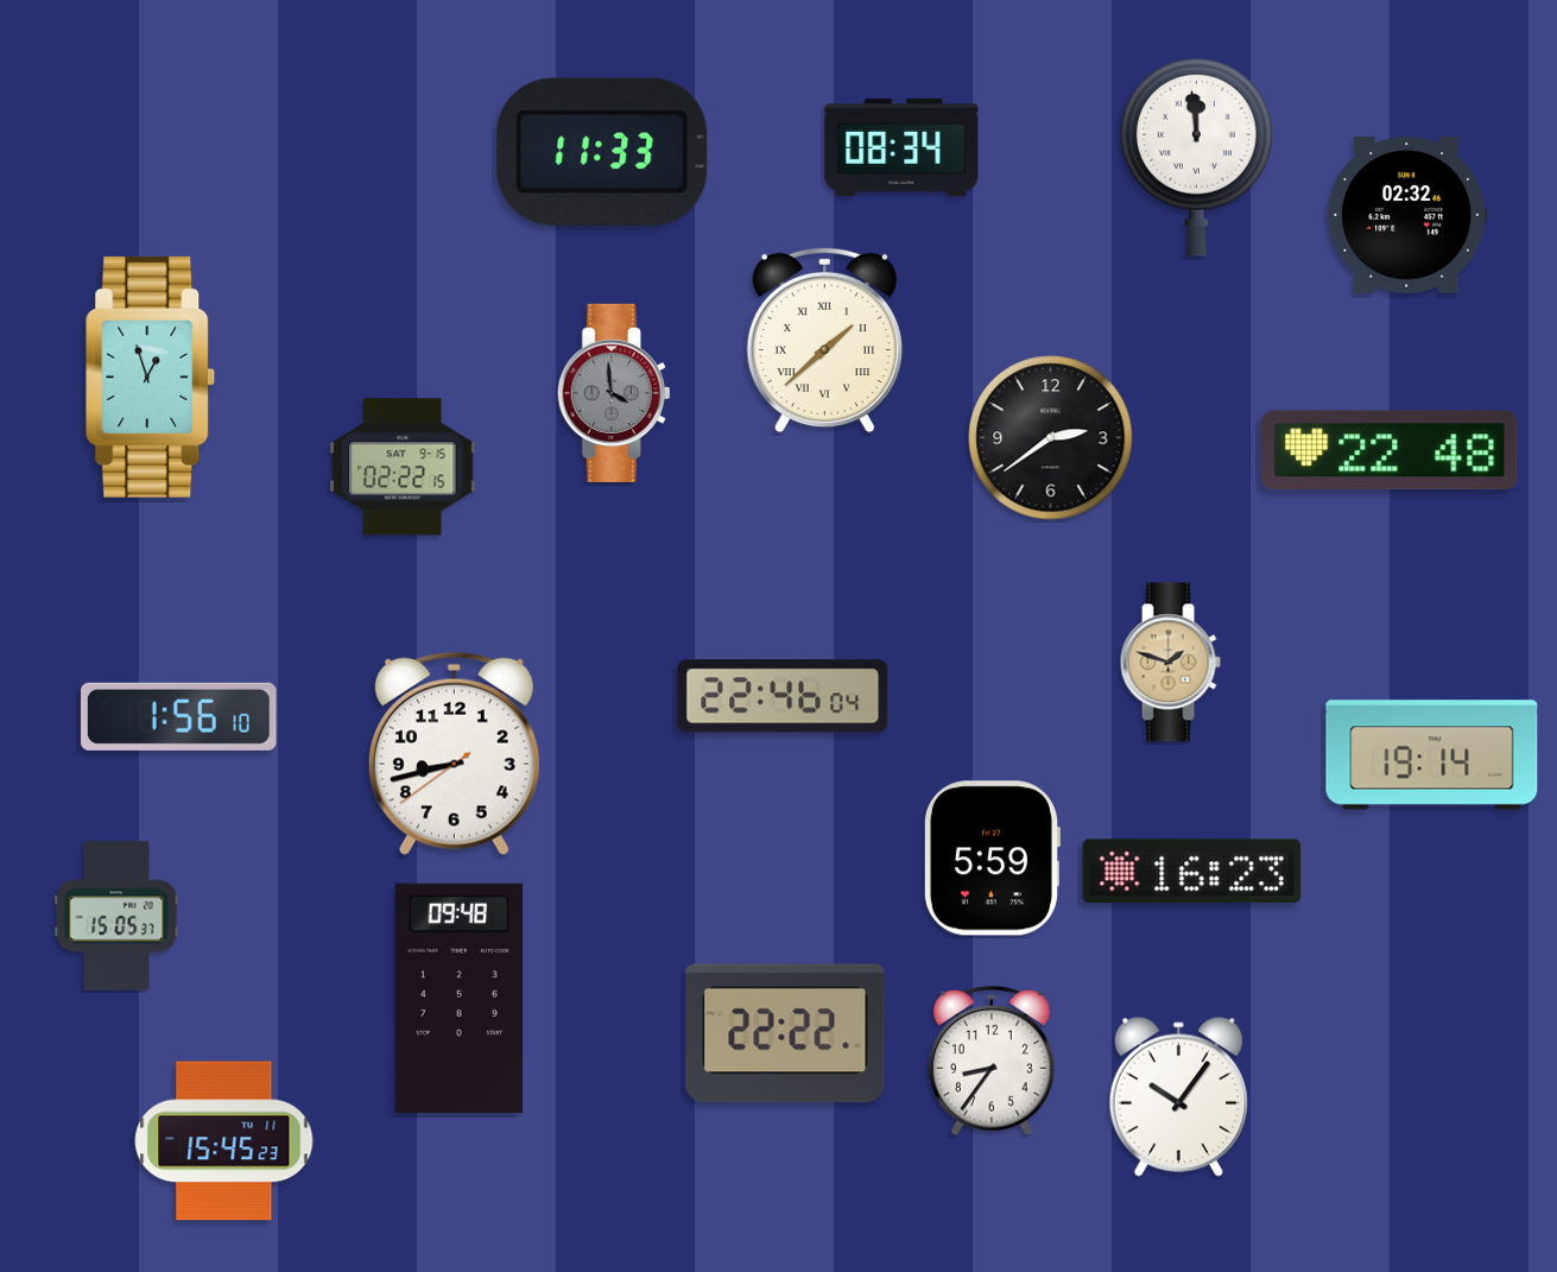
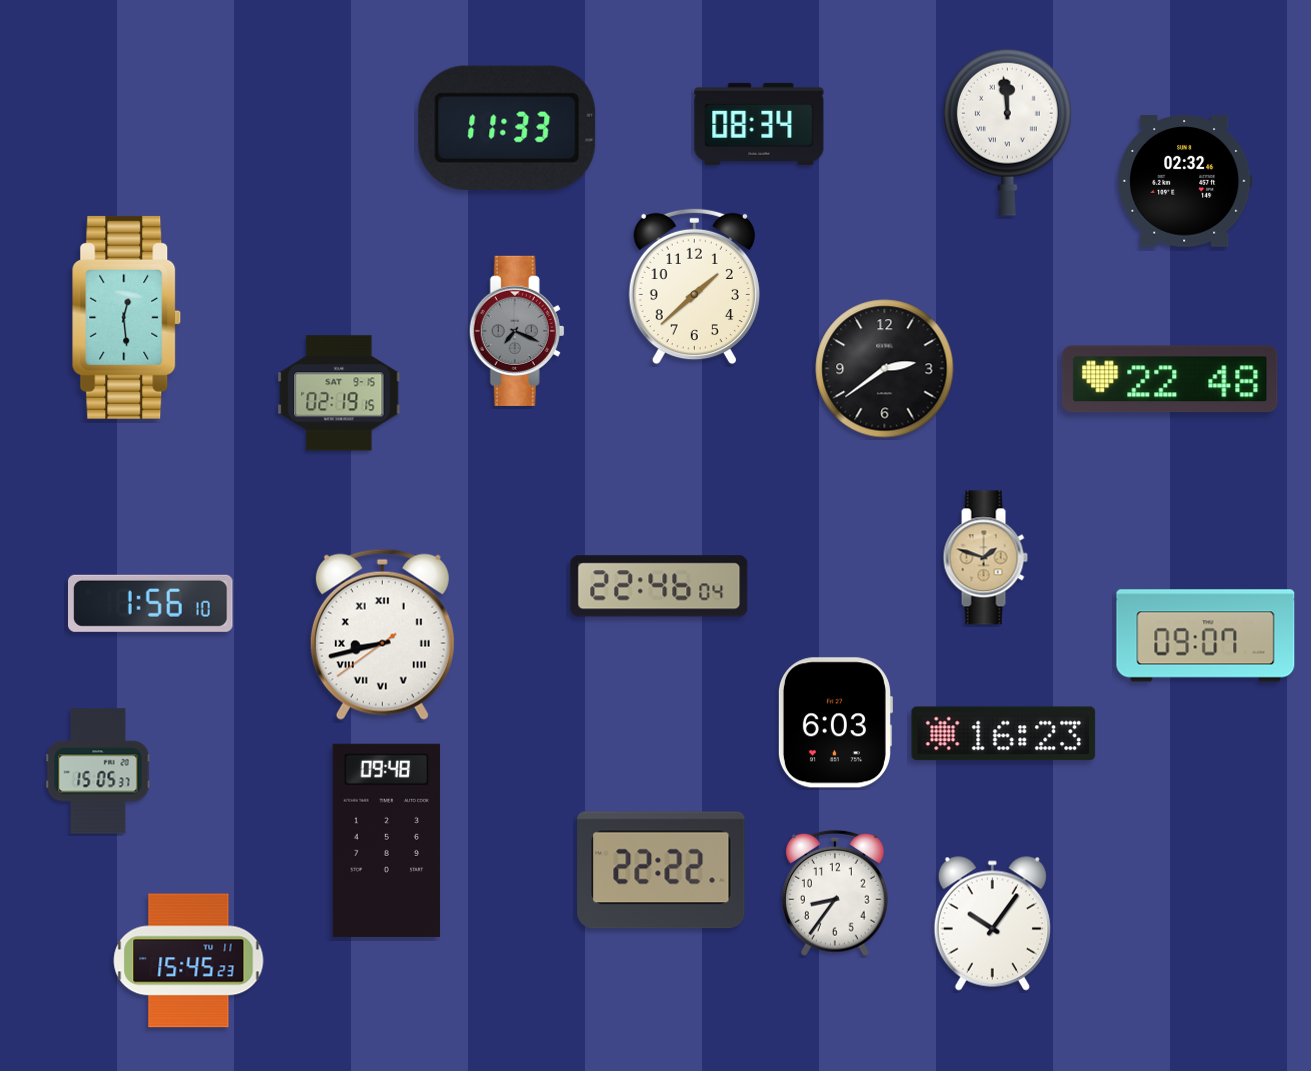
clock at (824, 341) numerals: Roman -> Arabic
clock at (151, 376): 12:57 -> 12:29
clock at (614, 393): 3:59 -> 7:19
clock at (403, 467): 02:22 -> 02:19
clock at (454, 753) numerals: Arabic -> Roman
clock at (1432, 755): 19:14 -> 09:07
clock at (992, 859): 5:59 -> 6:03
